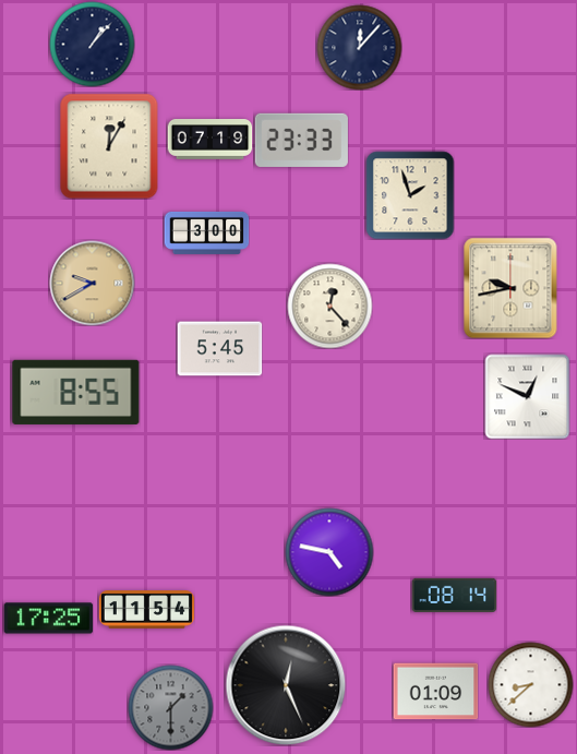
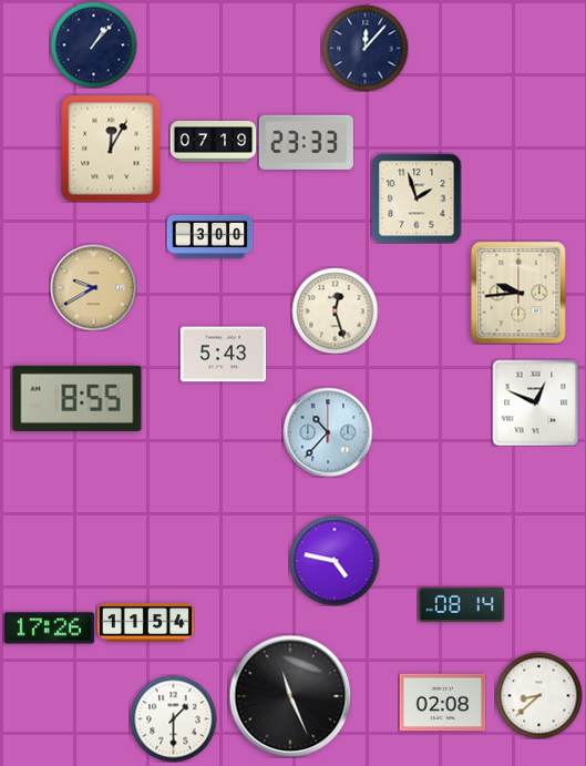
clock at (510, 288): 9:43 -> 9:44
clock at (329, 306): 12:23 -> 12:27
clock at (219, 349): 5:45 -> 5:43
clock at (328, 432): none -> 10:37
clock at (146, 610) position: (146, 610) -> (145, 623)
clock at (48, 619): 17:25 -> 17:26
clock at (286, 685): 12:26 -> 11:26
clock at (435, 692): 01:09 -> 02:08
clock at (170, 707) dial: grey -> white
